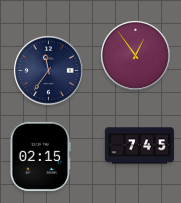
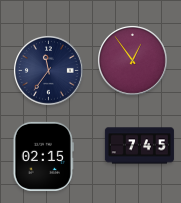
clock at (135, 55) position: (135, 55) -> (132, 60)
clock at (40, 156) position: (40, 156) -> (43, 156)
